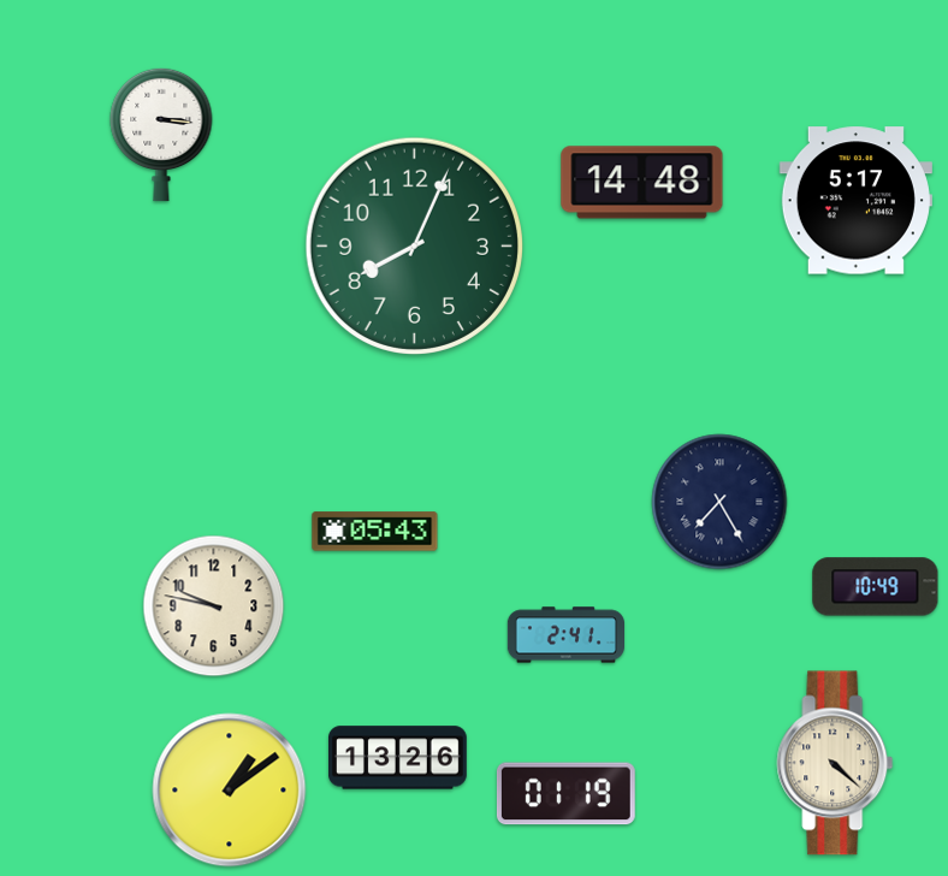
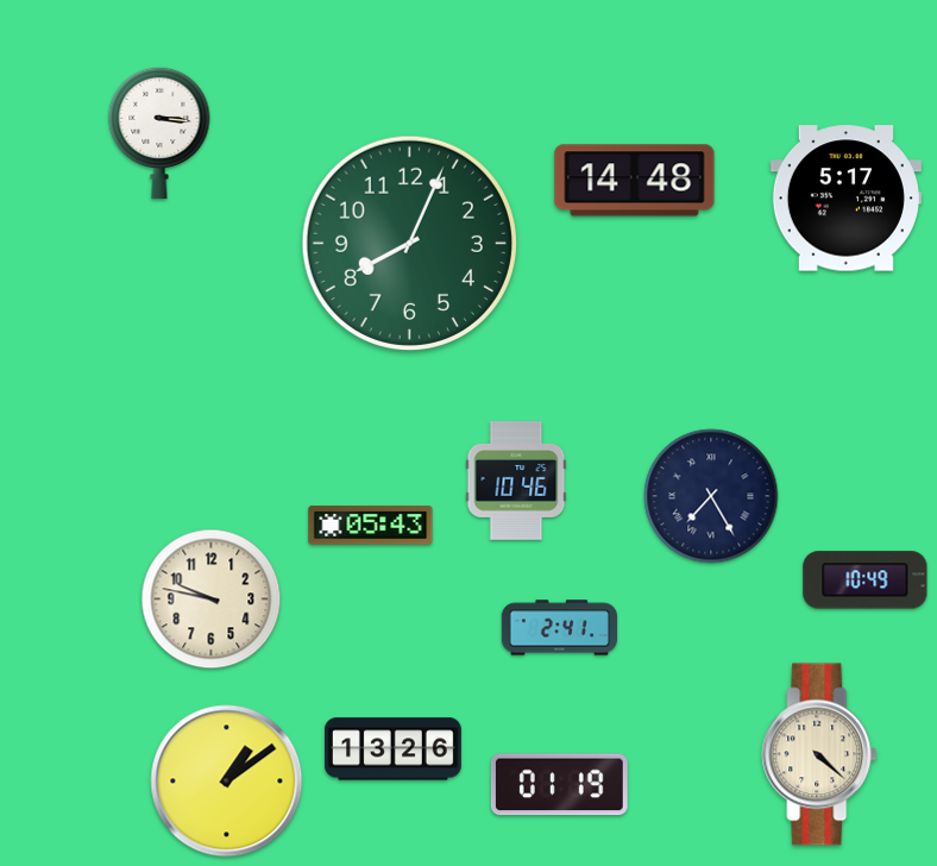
clock at (516, 482): none -> 10:46
clock at (835, 763) position: (835, 763) -> (819, 754)
